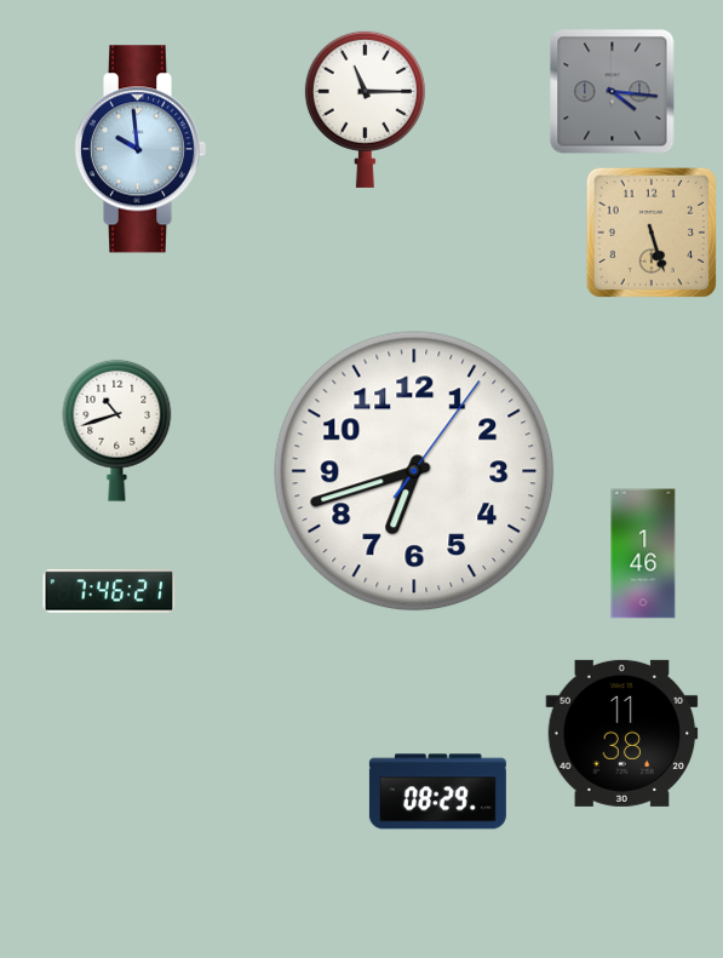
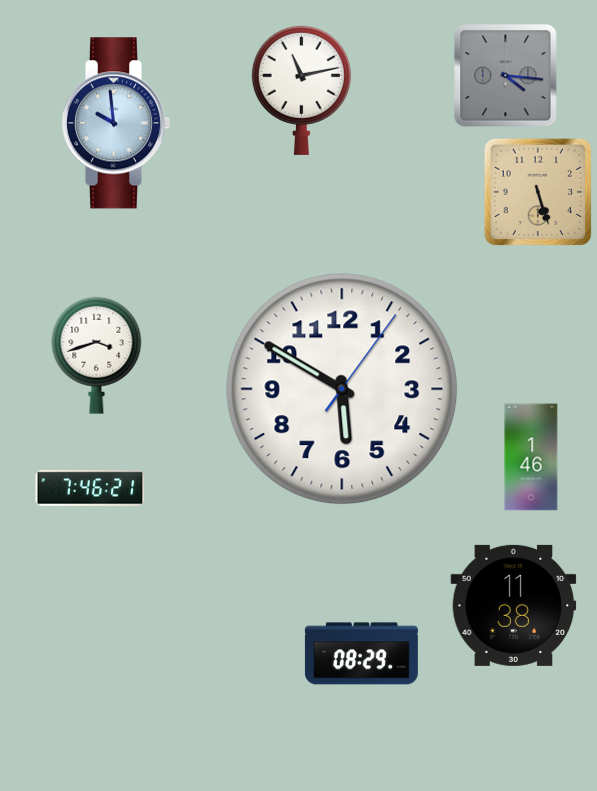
clock at (365, 109): 11:15 -> 11:13
clock at (117, 430): 10:42 -> 3:42
clock at (414, 471): 6:42 -> 5:50
